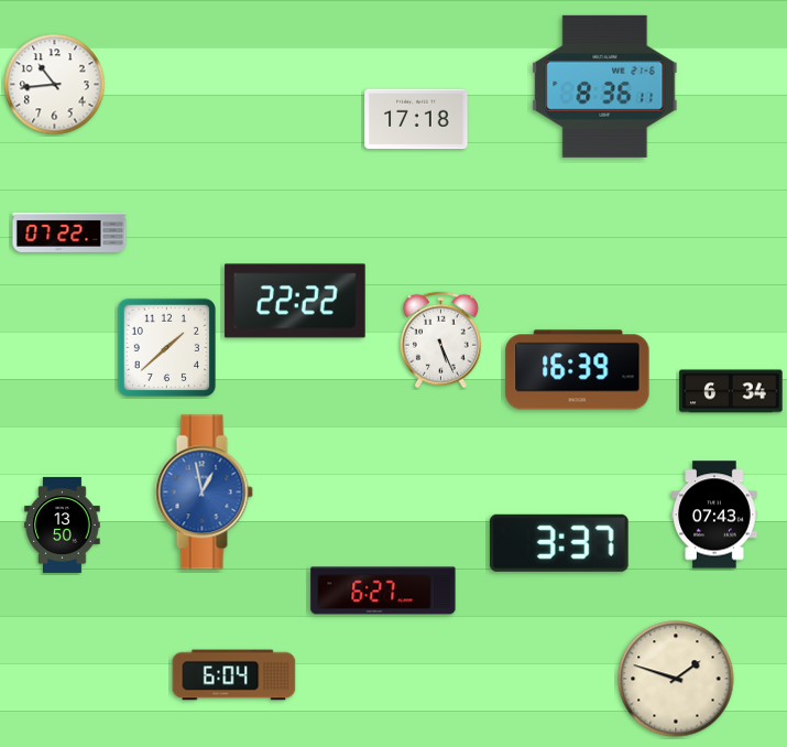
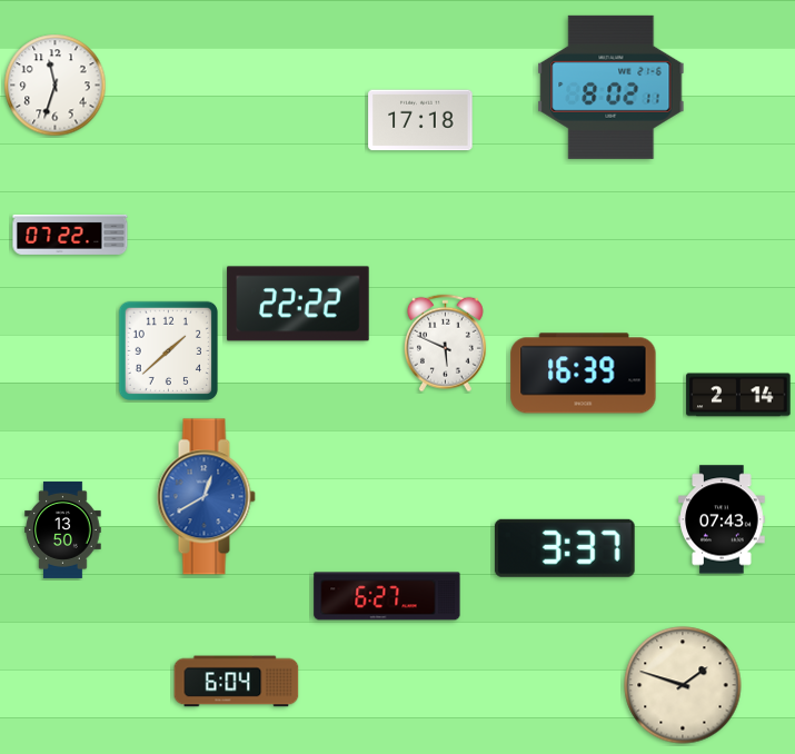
clock at (55, 85): 10:44 -> 11:33
clock at (605, 86): 8:36 -> 8:02
clock at (440, 340): 5:26 -> 5:49
clock at (731, 391): 6:34 -> 2:14
clock at (204, 492): 12:58 -> 12:40
